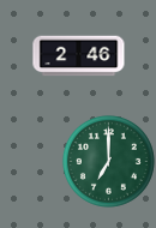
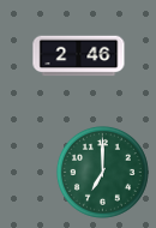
clock at (108, 161) position: (108, 161) -> (102, 172)
